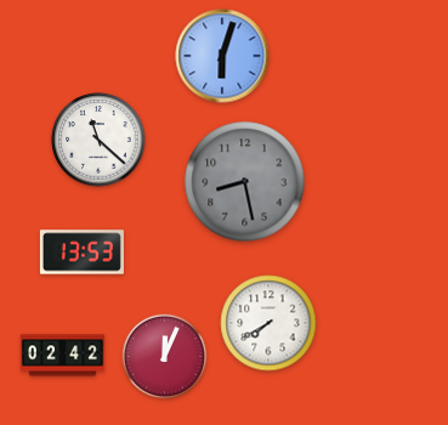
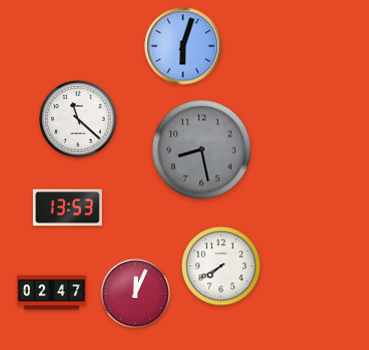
clock at (98, 140) position: (98, 140) -> (78, 119)
clock at (62, 356): 02:42 -> 02:47
